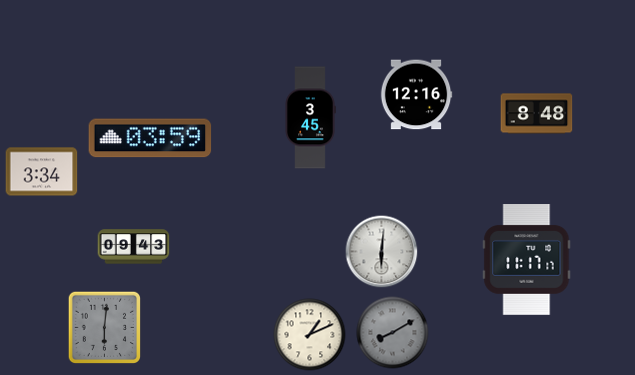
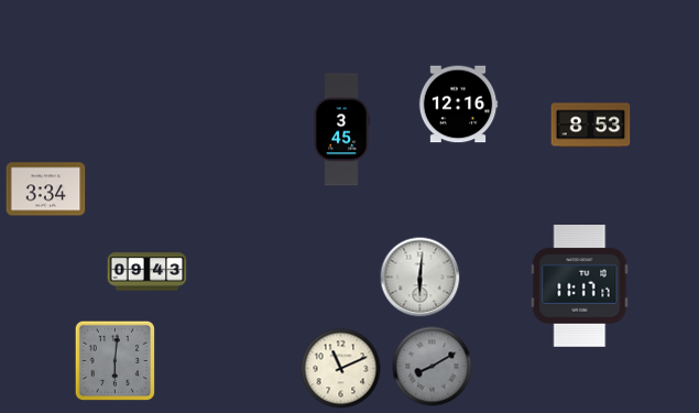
clock at (537, 114): 8:48 -> 8:53
clock at (150, 138): 03:59 -> none
clock at (310, 335): 1:11 -> 11:11
